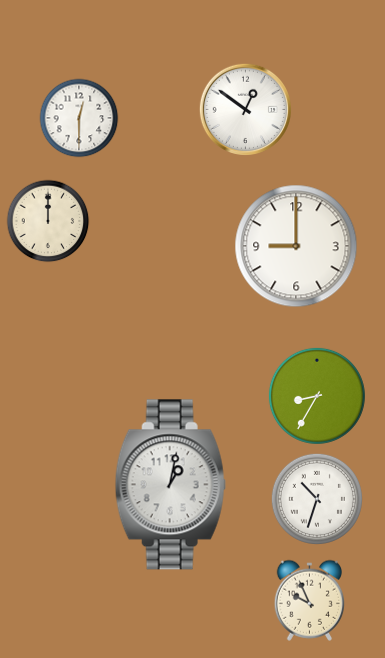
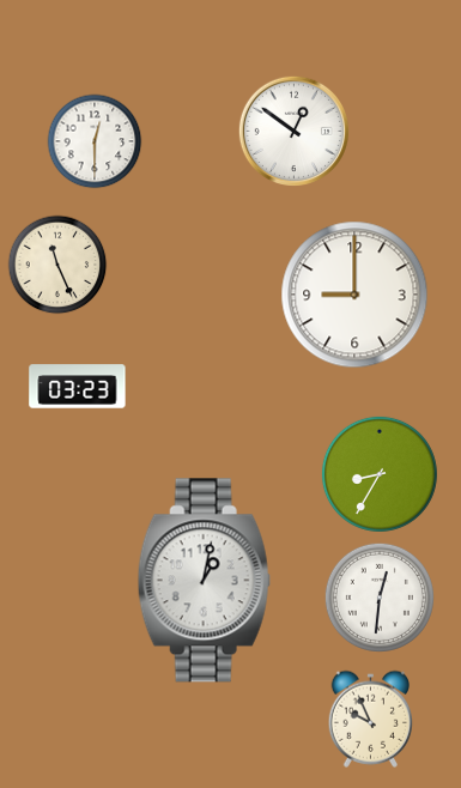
clock at (48, 221): 12:00 -> 11:26
clock at (78, 387): none -> 03:23
clock at (317, 499): 10:33 -> 12:31
